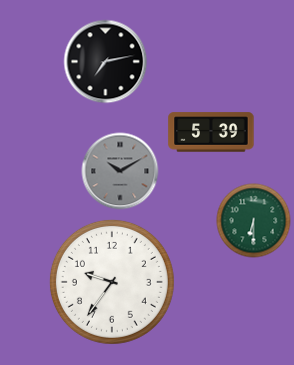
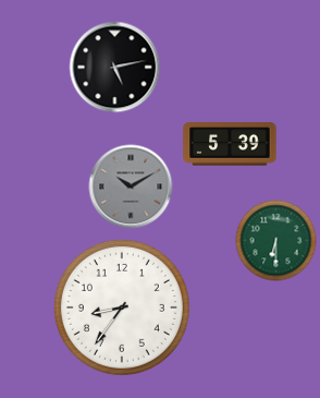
clock at (106, 62): 7:13 -> 5:13
clock at (112, 282): 9:36 -> 8:36
